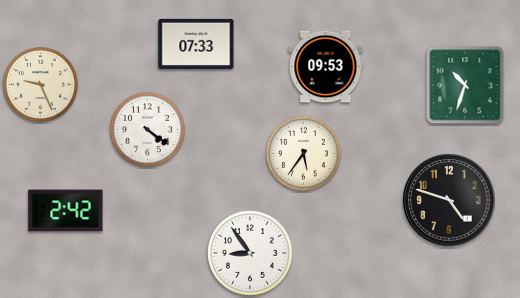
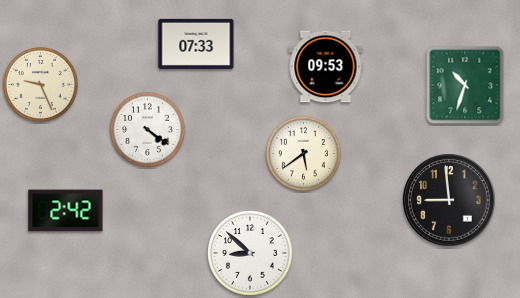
clock at (303, 153): 5:36 -> 5:39
clock at (449, 200): 4:48 -> 8:59
clock at (250, 253): 8:54 -> 8:52
